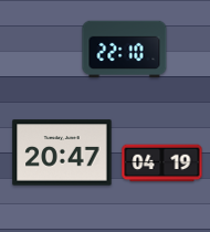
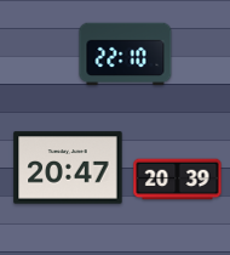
clock at (125, 50) position: (125, 50) -> (126, 55)
clock at (162, 164): 04:19 -> 20:39
